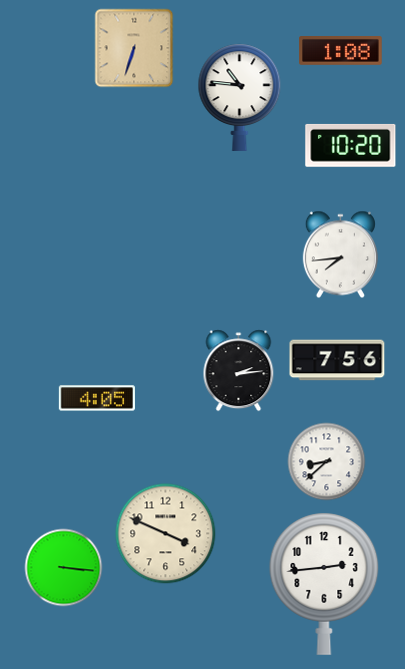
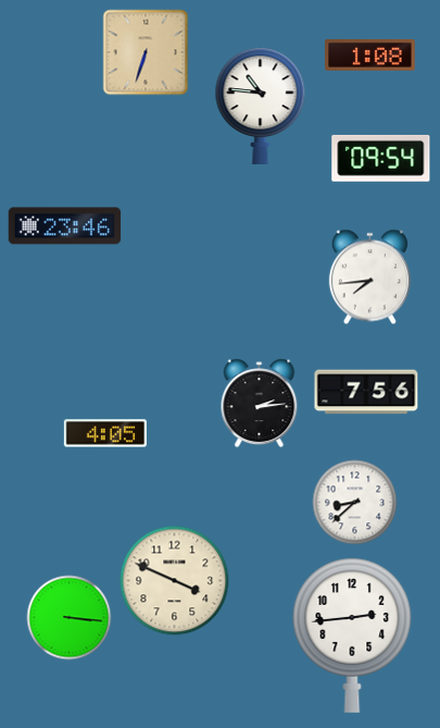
clock at (351, 145): 10:20 -> 09:54
clock at (65, 226): none -> 23:46
clock at (166, 534) position: (166, 534) -> (175, 581)
